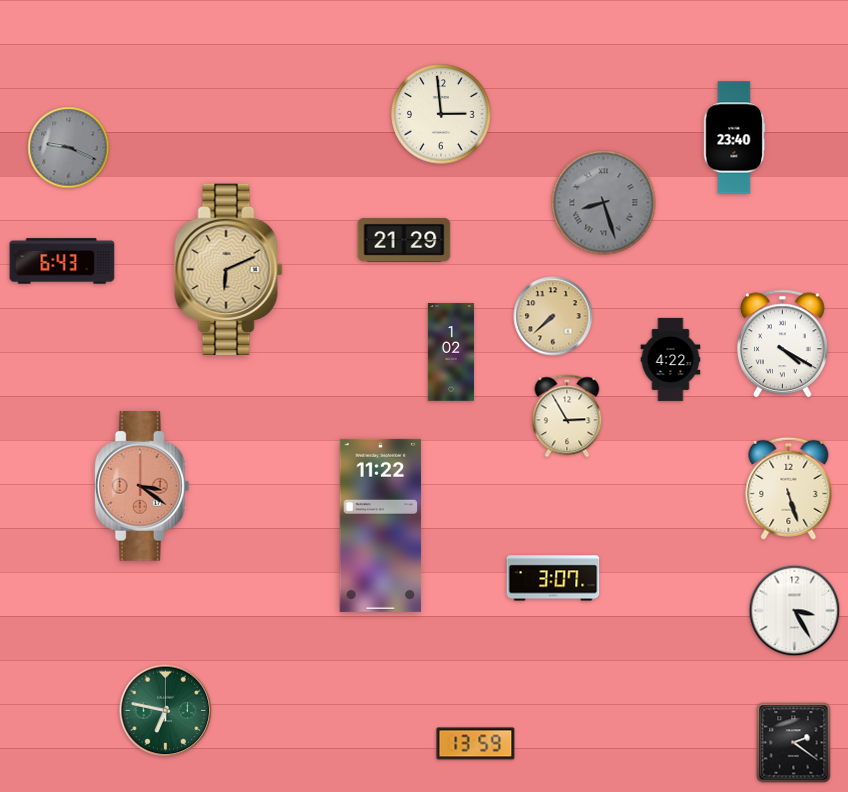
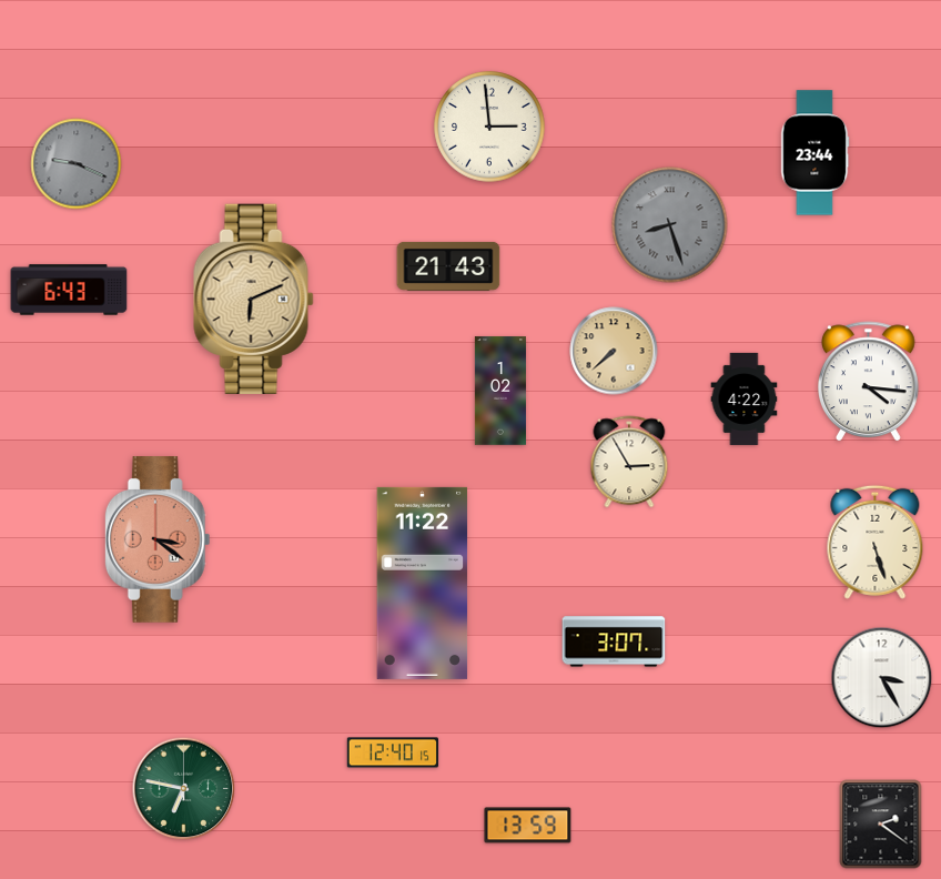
clock at (734, 138): 23:40 -> 23:44
clock at (404, 240): 21:29 -> 21:43
clock at (783, 344): 4:20 -> 4:16
clock at (392, 752): none -> 12:40
